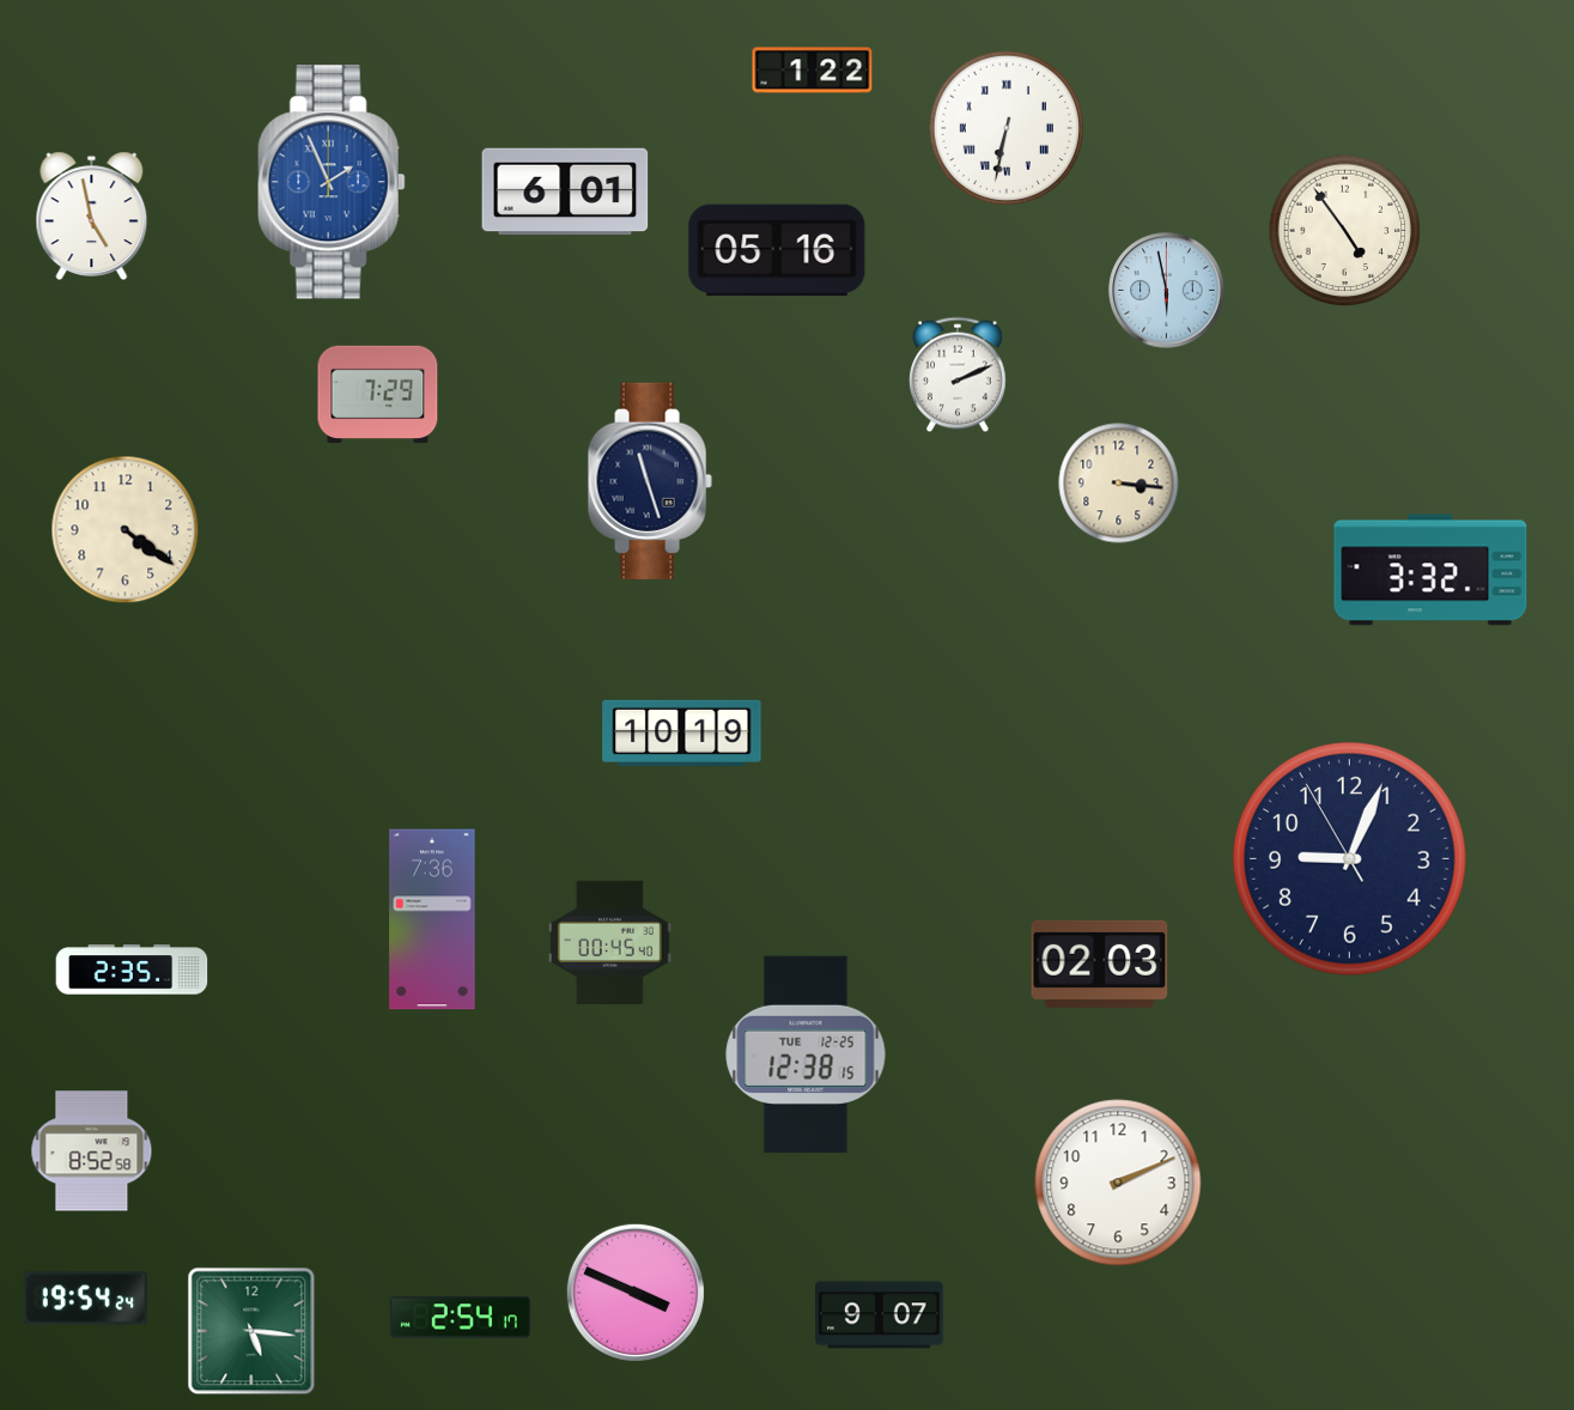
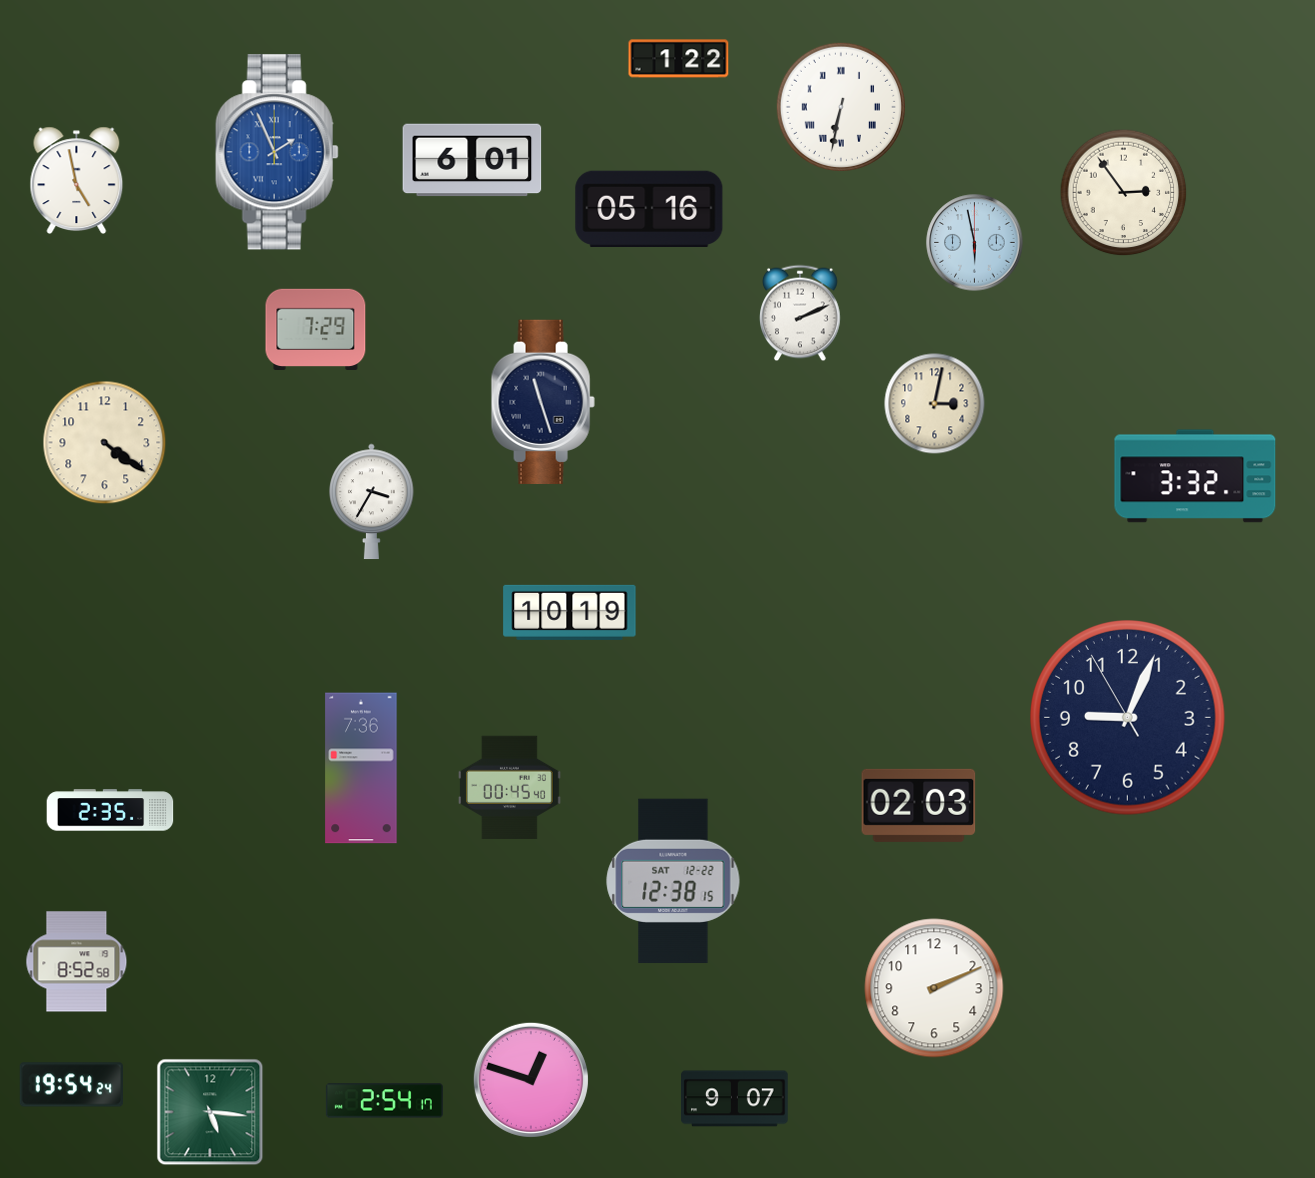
clock at (1345, 231): 4:54 -> 2:54
clock at (1119, 484): 3:16 -> 3:02
clock at (372, 502): none -> 3:35
clock at (806, 1055) date: TUE 12-25 -> SAT 12-22
clock at (636, 1293): 3:49 -> 12:48
